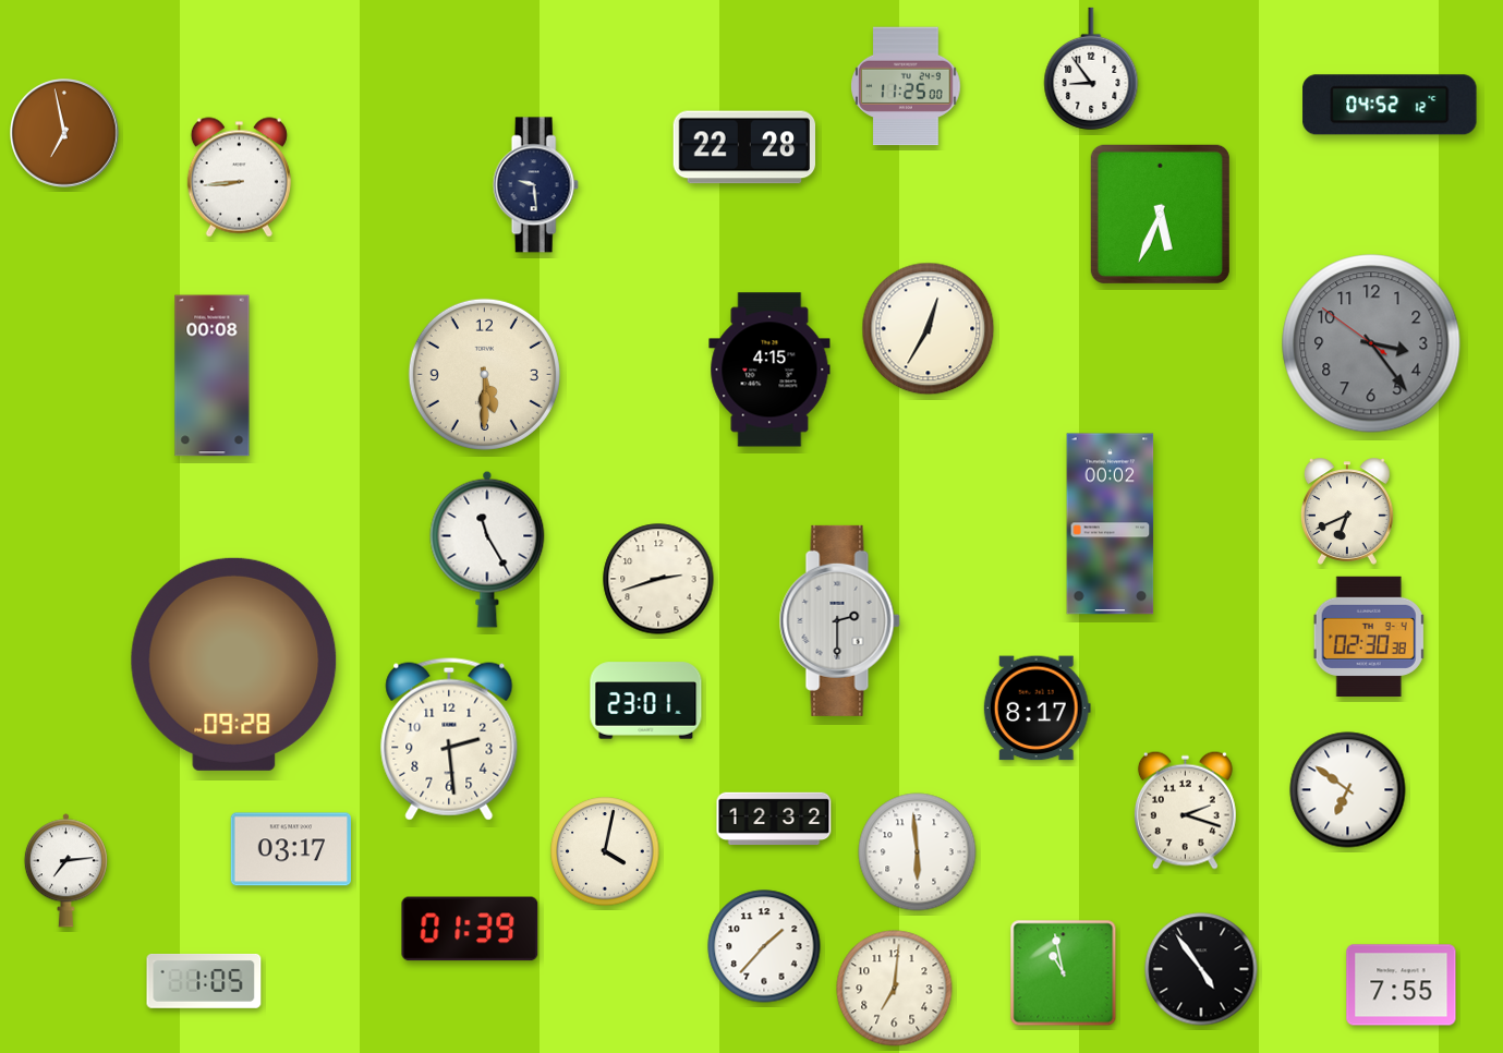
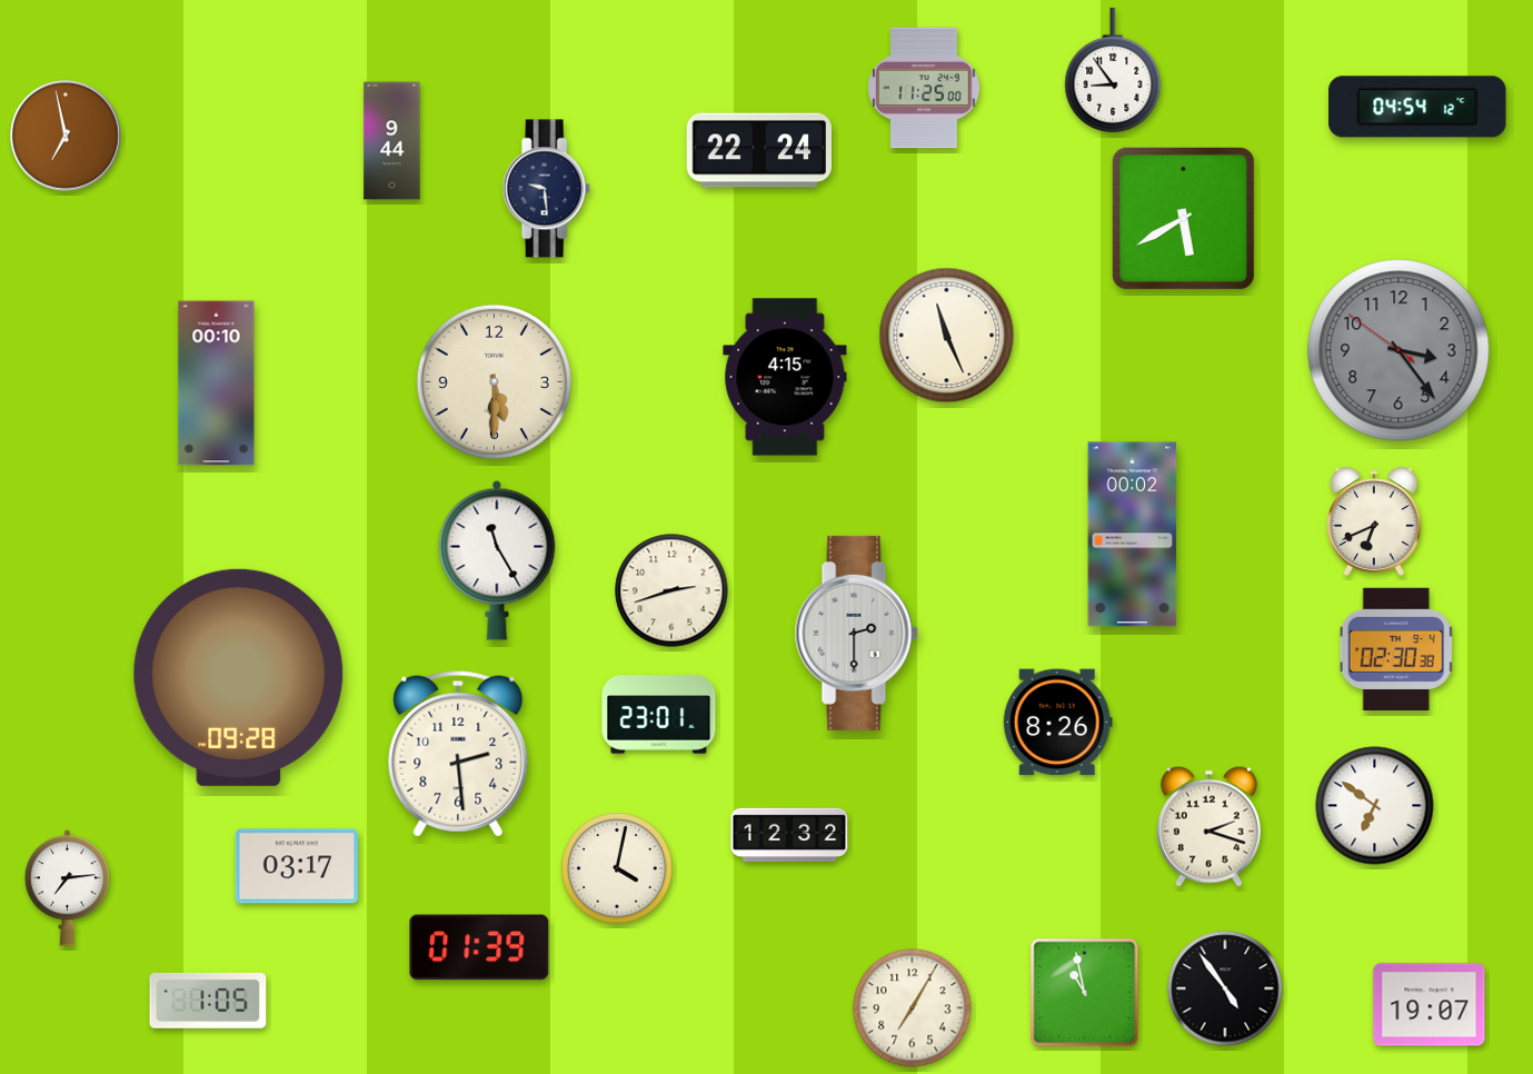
clock at (1390, 105): 04:52 -> 04:54
clock at (392, 141): none -> 9:44
clock at (744, 147): 22:28 -> 22:24
clock at (239, 178): 8:44 -> none
clock at (1160, 214): 5:34 -> 5:40
clock at (929, 329): 12:35 -> 11:26
clock at (213, 376): 00:08 -> 00:10
clock at (1037, 709): 8:17 -> 8:26
clock at (918, 852): 5:59 -> none
clock at (764, 946): 1:37 -> none
clock at (1402, 985): 7:55 -> 19:07
clock at (895, 989): 7:01 -> 7:05
